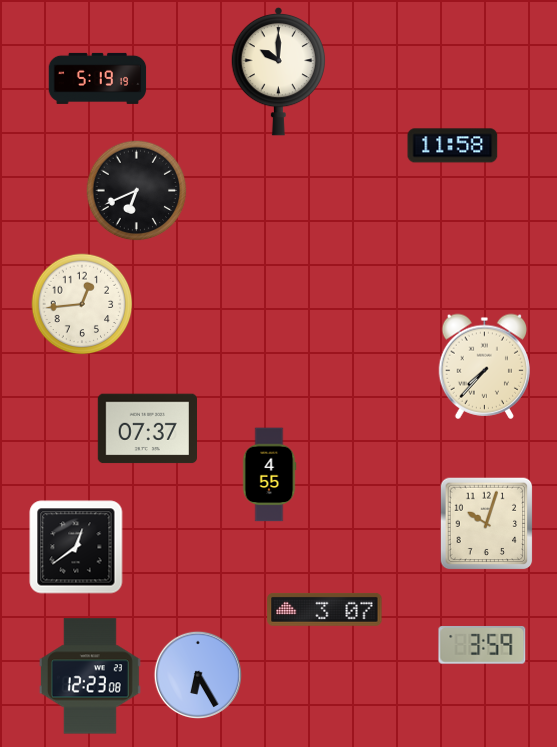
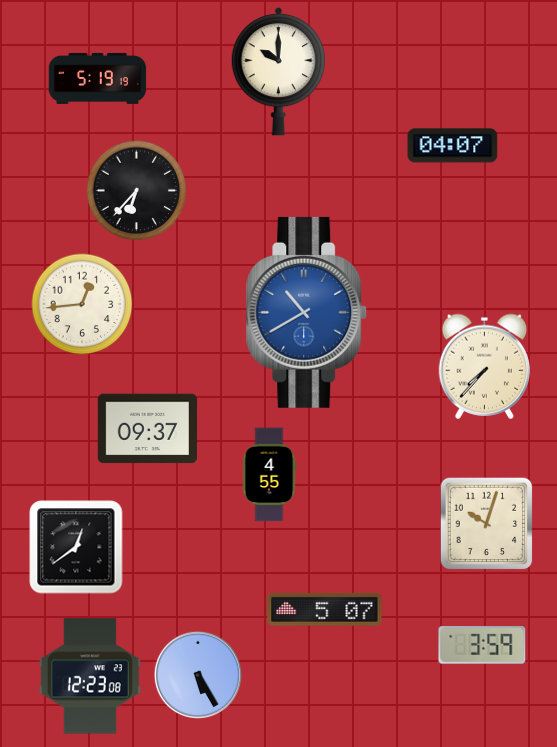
clock at (453, 146): 11:58 -> 04:07
clock at (137, 191): 6:41 -> 6:37
clock at (307, 312): none -> 10:40
clock at (147, 429): 07:37 -> 09:37
clock at (325, 609): 3:07 -> 5:07
clock at (197, 674): 6:25 -> 5:25
